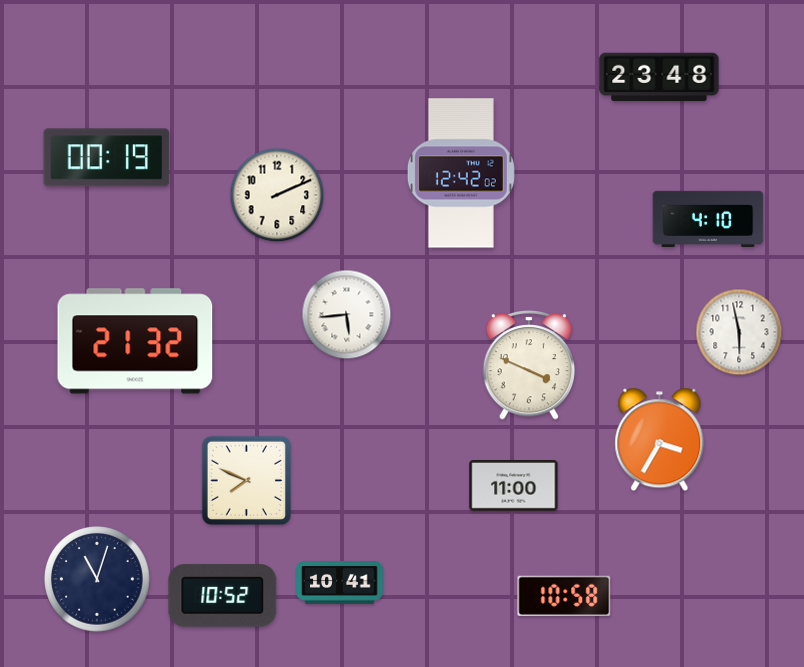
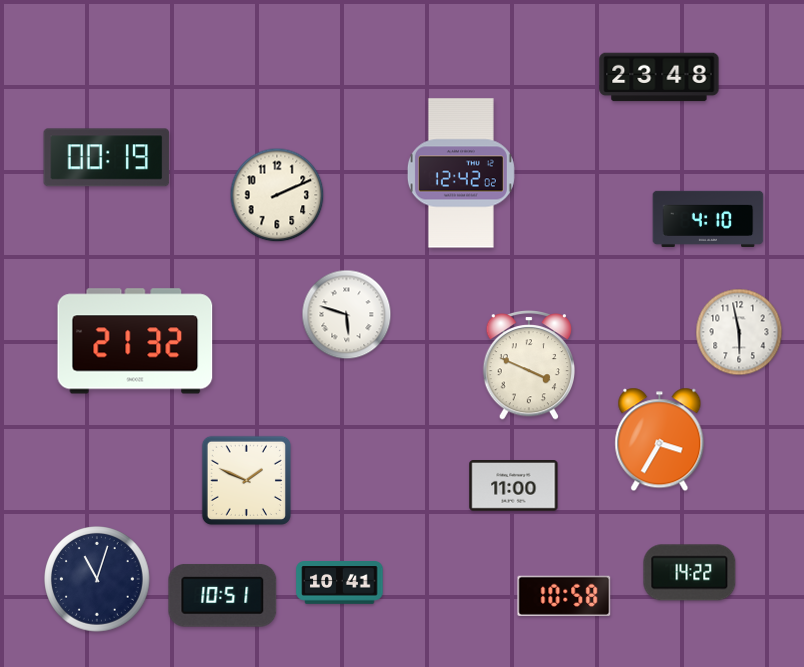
clock at (347, 315): 5:44 -> 5:48
clock at (246, 480): 7:49 -> 1:49
clock at (690, 573): none -> 14:22
clock at (223, 595): 10:52 -> 10:51
